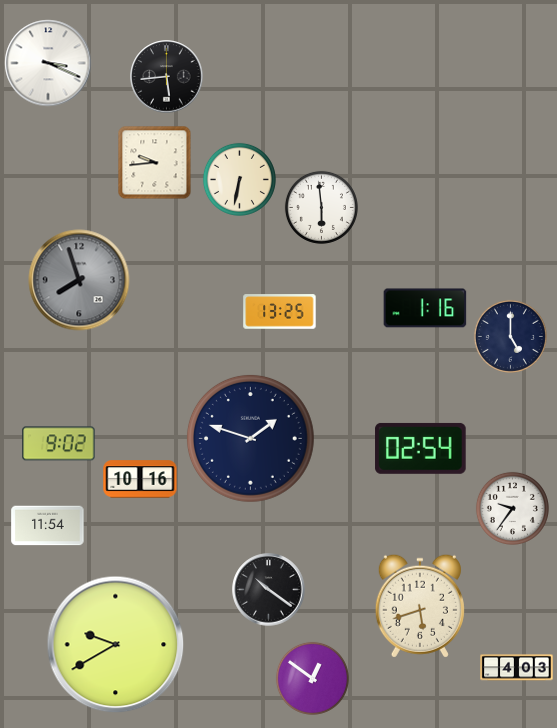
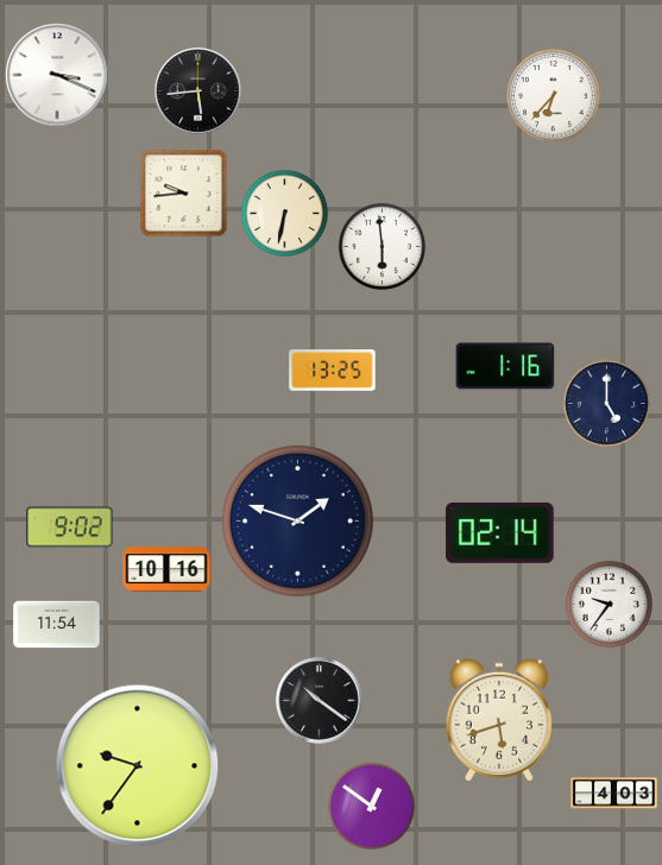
clock at (554, 96): none -> 6:37
clock at (79, 280): 7:57 -> none
clock at (510, 336) position: (510, 336) -> (606, 403)
clock at (421, 448): 02:54 -> 02:14
clock at (116, 645): 9:40 -> 9:36
